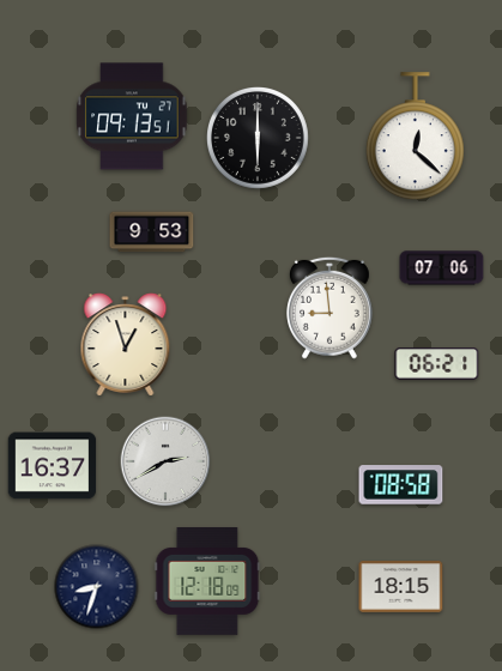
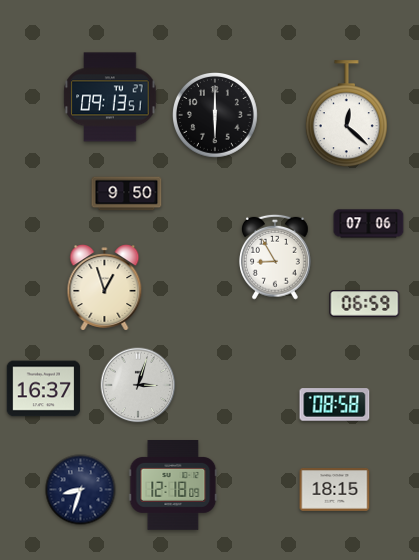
clock at (152, 232): 9:53 -> 9:50
clock at (331, 308): 8:59 -> 8:55
clock at (437, 364): 06:21 -> 06:59
clock at (165, 461): 2:40 -> 3:03
